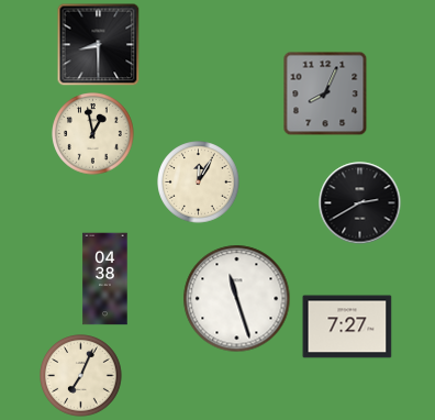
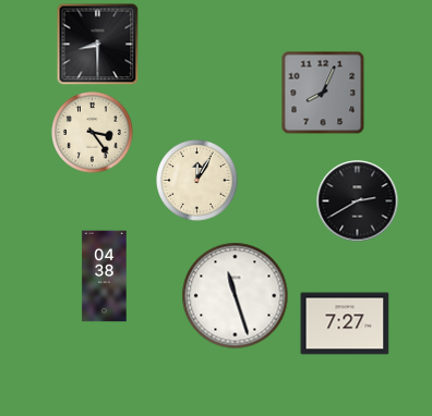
clock at (93, 134): 12:58 -> 3:24
clock at (81, 376): 7:04 -> none
